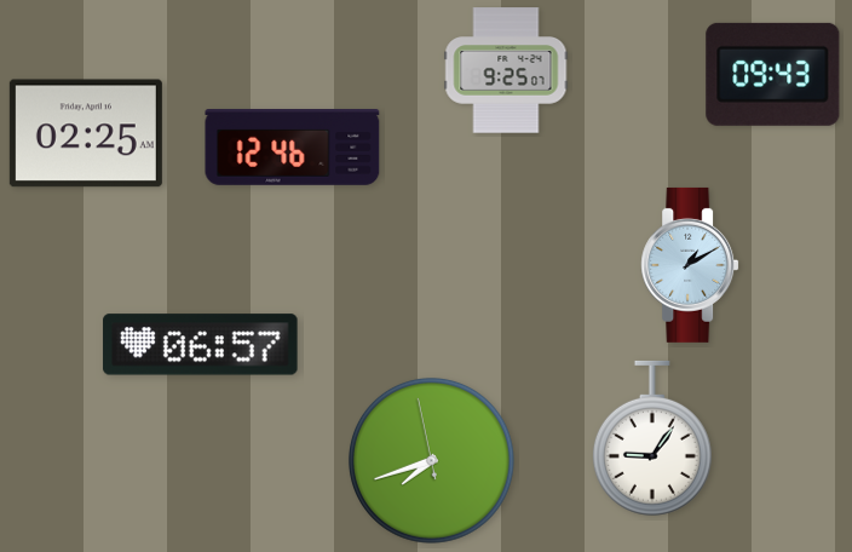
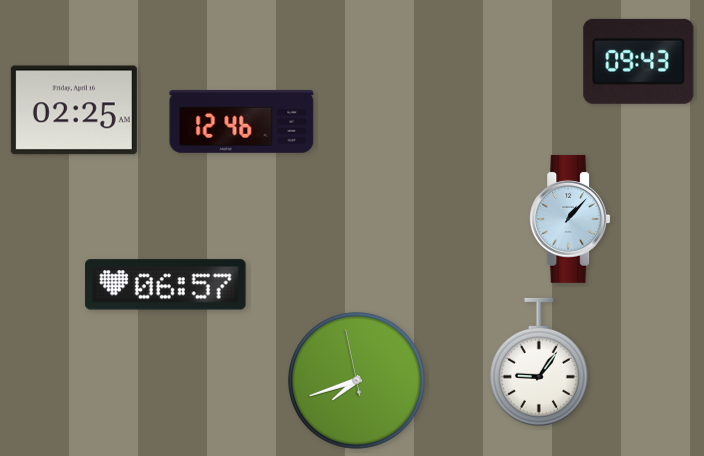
clock at (506, 70): 9:25 -> none
clock at (86, 133) position: (86, 133) -> (74, 110)
clock at (690, 265): 1:10 -> 1:07
